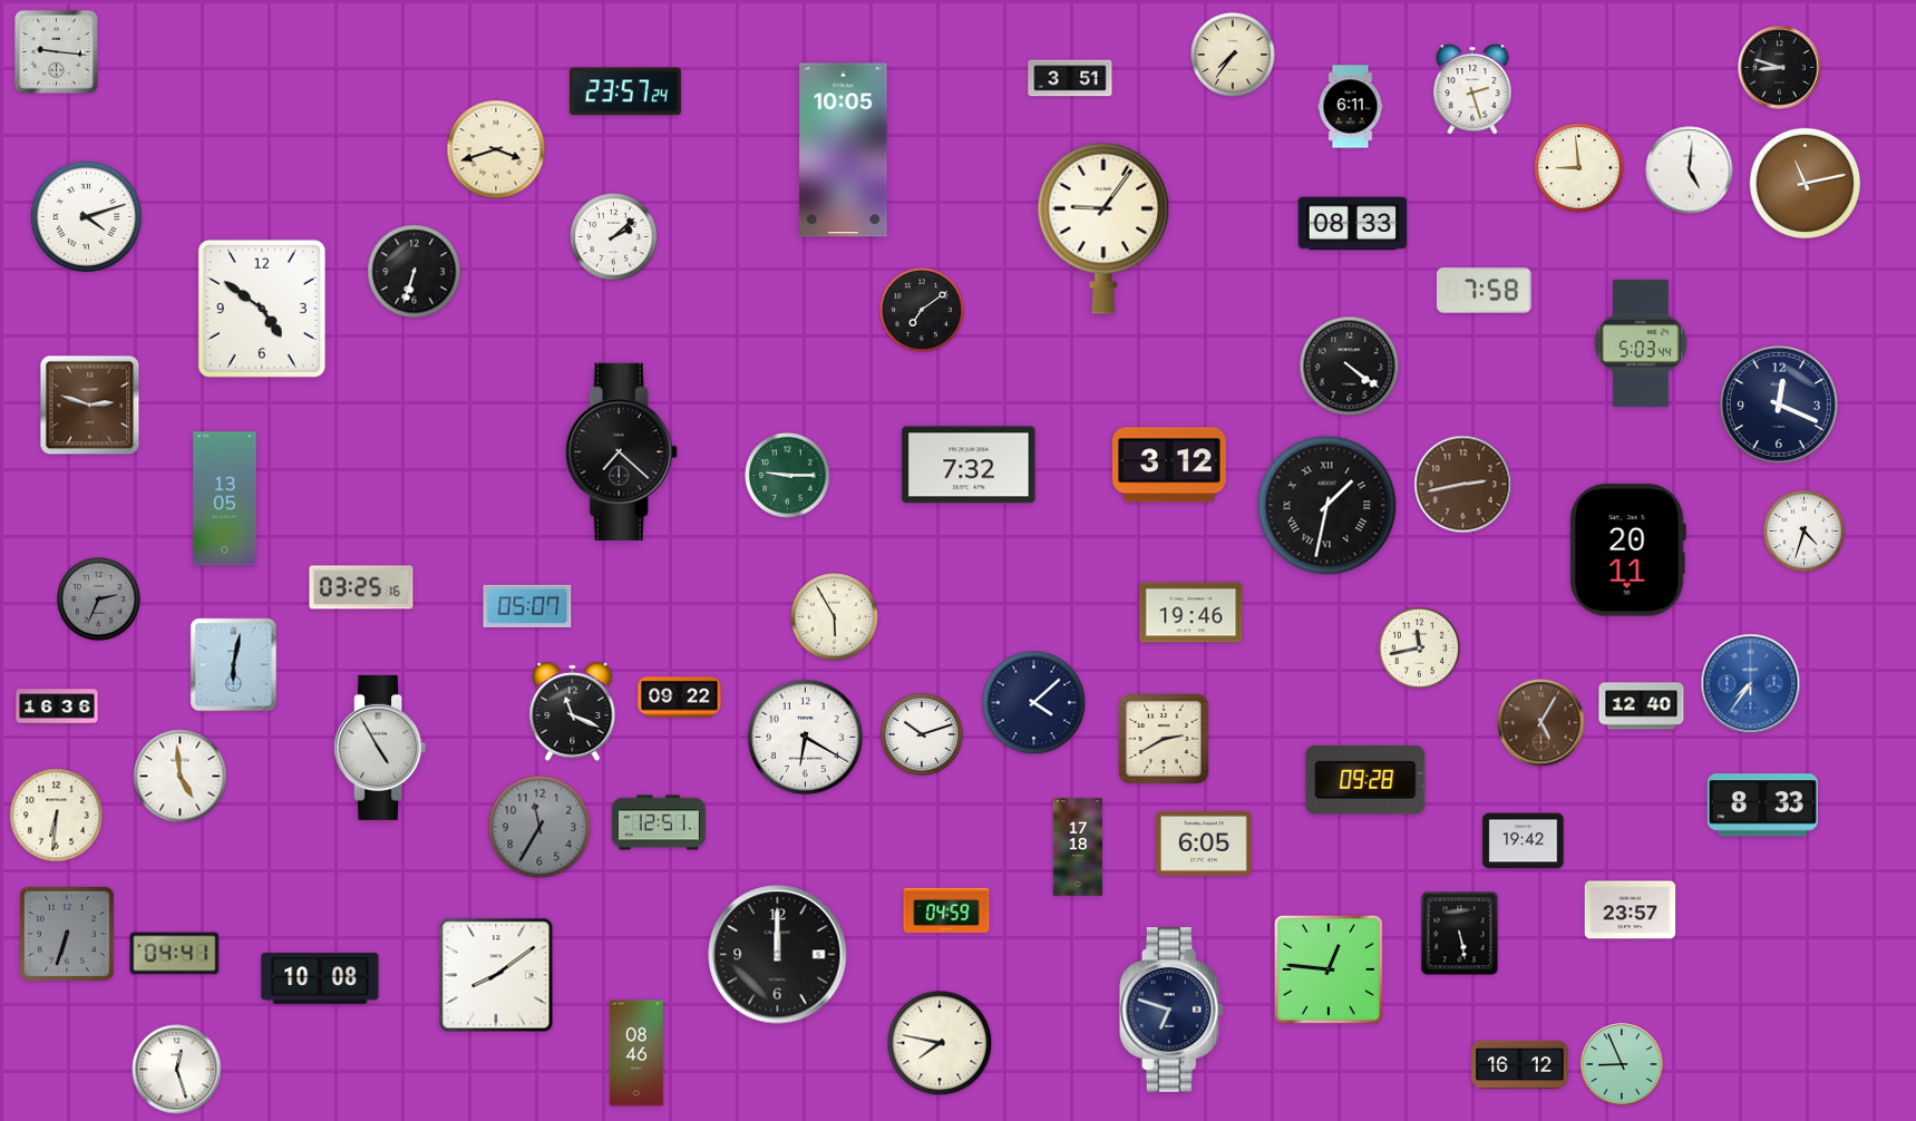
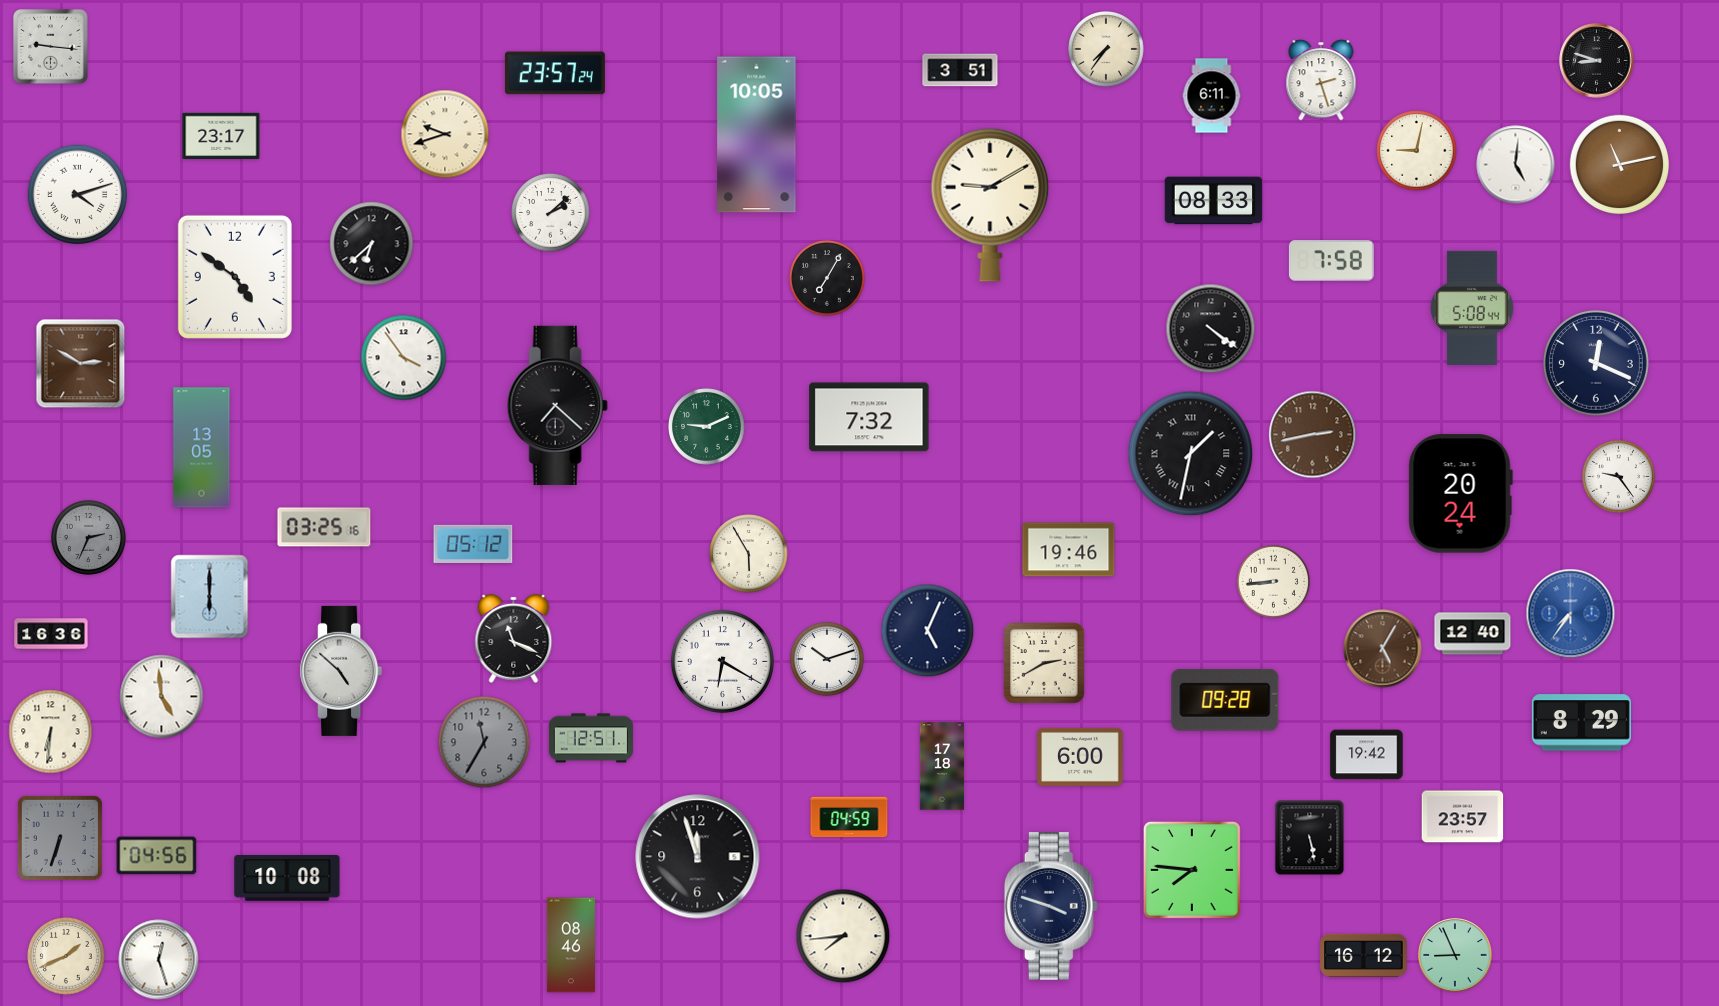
clock at (625, 91) position: (625, 91) -> (555, 73)
clock at (496, 149): 3:42 -> 9:42
clock at (221, 135): none -> 23:17
clock at (1579, 168): 8:59 -> 9:02
clock at (1690, 170) position: (1690, 170) -> (1516, 165)
clock at (1103, 228): 9:06 -> 9:10
clock at (415, 272): 6:33 -> 6:38
clock at (923, 311): 7:09 -> 7:05
clock at (1641, 343): 5:03 -> 5:08
clock at (404, 358): none -> 3:54
clock at (90, 406): 2:48 -> 2:50
clock at (1169, 465): 3:12 -> none
clock at (788, 476): 9:15 -> 9:11
clock at (1803, 530): 4:33 -> 9:24
clock at (1627, 550): 20:11 -> 20:24
clock at (527, 606): 05:07 -> 05:12
clock at (1419, 647): 11:43 -> 8:44
clock at (234, 665): 6:02 -> 6:00
clock at (680, 698): 09:22 -> none
clock at (1034, 703): 4:08 -> 5:04
clock at (380, 748): 4:55 -> 4:52
clock at (1762, 806): 8:33 -> 8:29
clock at (1205, 844): 6:05 -> 6:00
clock at (1078, 847) position: (1078, 847) -> (942, 766)
clock at (175, 954): 04:41 -> 04:56
clock at (778, 955): 12:00 -> 11:57
clock at (1329, 969): 12:46 -> 7:46
clock at (496, 975): 8:09 -> none
clock at (1171, 1011): 6:48 -> 3:48
clock at (940, 1043): 7:47 -> 7:44
clock at (66, 956): none -> 1:41
